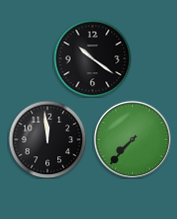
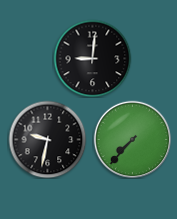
clock at (92, 58): 10:21 -> 9:01
clock at (47, 139): 11:59 -> 9:32
